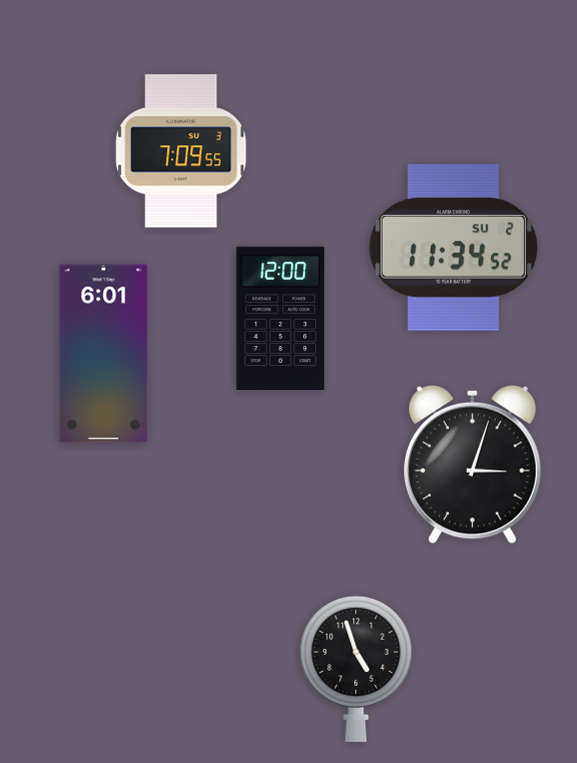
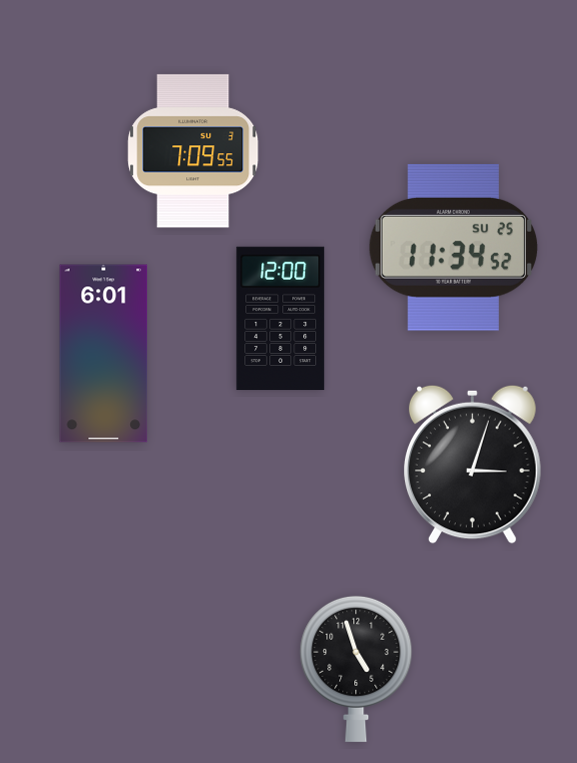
clock at (181, 151) position: (181, 151) -> (193, 151)
clock at (453, 248) date: SU 2 -> SU 25
